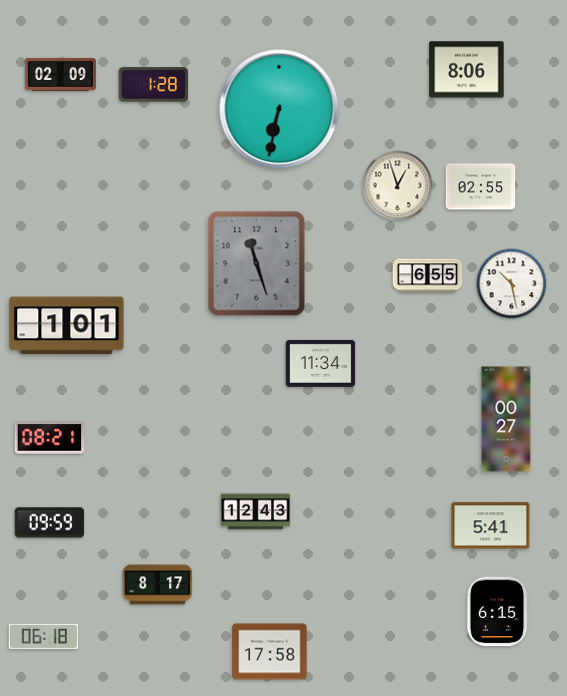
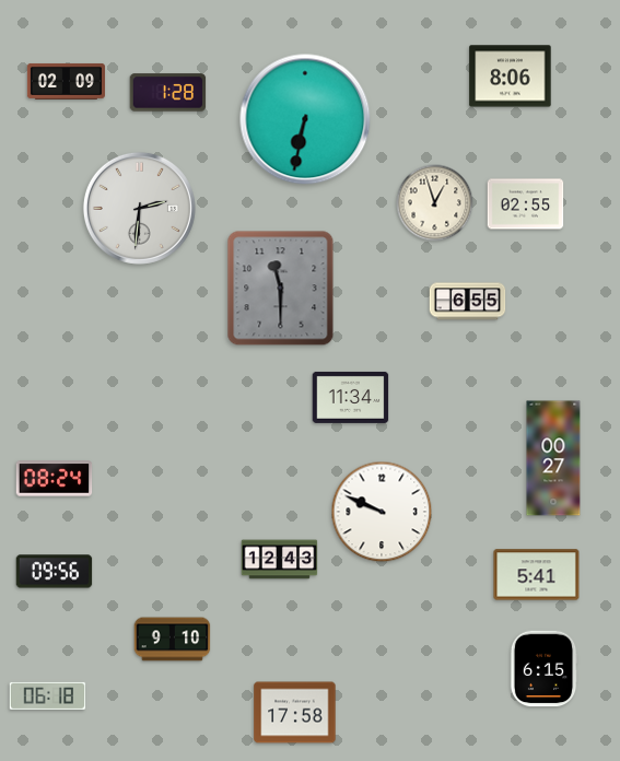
clock at (139, 208): none -> 2:31
clock at (257, 264): 11:27 -> 11:30
clock at (512, 284): 10:28 -> none
clock at (67, 326): 1:01 -> none
clock at (50, 438): 08:21 -> 08:24
clock at (382, 512): none -> 9:49
clock at (50, 523): 09:59 -> 09:56
clock at (158, 585): 8:17 -> 9:10
